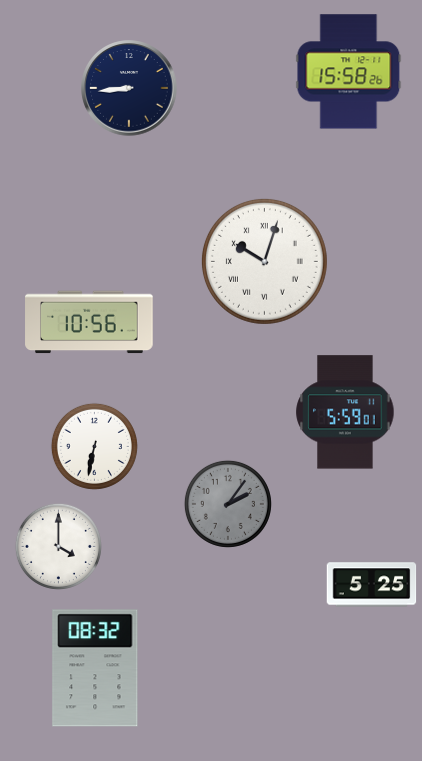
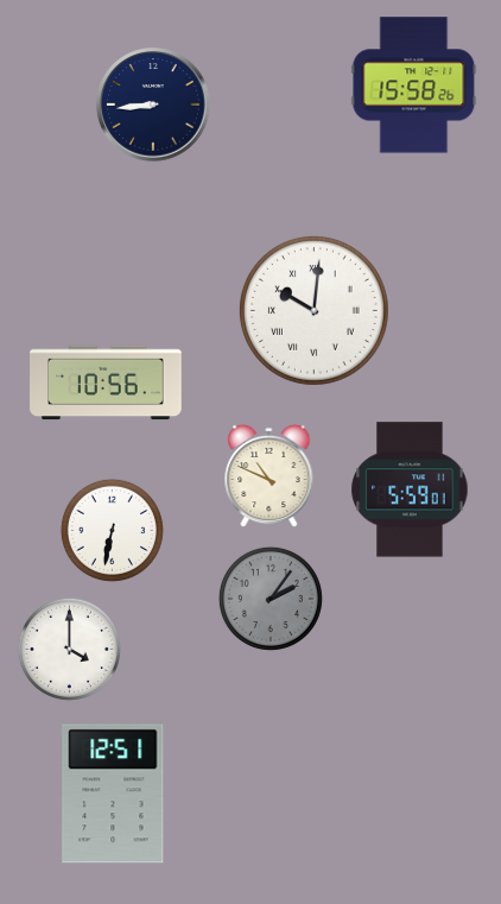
clock at (264, 261): 10:03 -> 10:01
clock at (269, 476): none -> 10:49
clock at (372, 585): 5:25 -> none
clock at (95, 668): 08:32 -> 12:51
